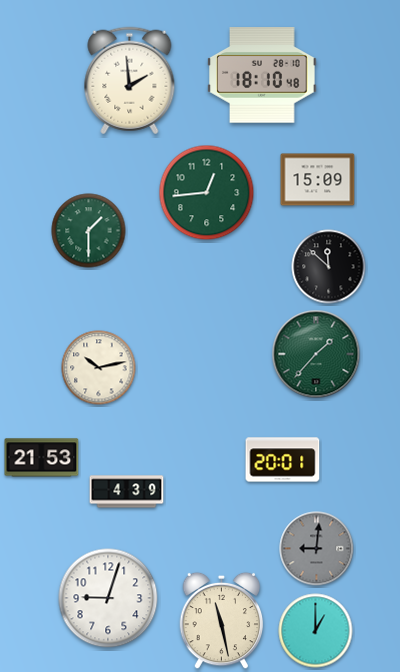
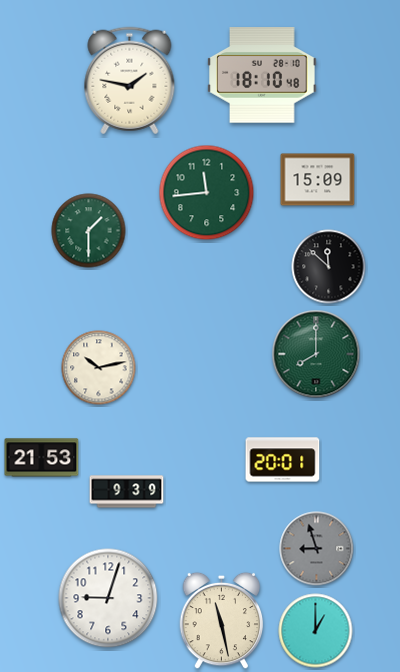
clock at (130, 81): 1:59 -> 1:47
clock at (207, 193): 12:44 -> 11:44
clock at (316, 354): 1:37 -> 8:00
clock at (127, 492): 4:39 -> 9:39
clock at (317, 549): 9:01 -> 8:57
